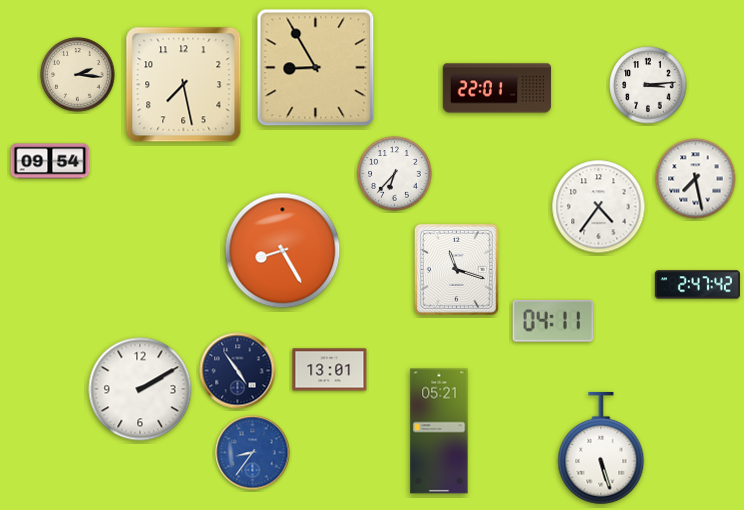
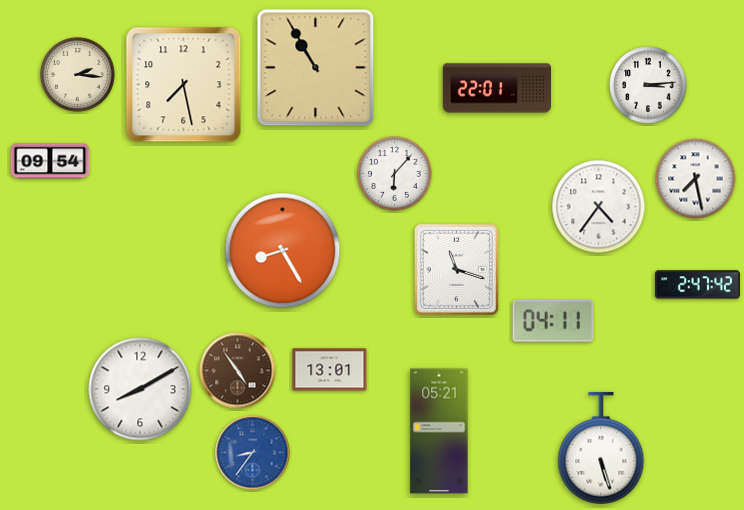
clock at (316, 68): 8:55 -> 10:55
clock at (395, 174): 6:37 -> 6:07
clock at (238, 371) dial: navy -> brown
clock at (140, 389): 2:10 -> 8:10
